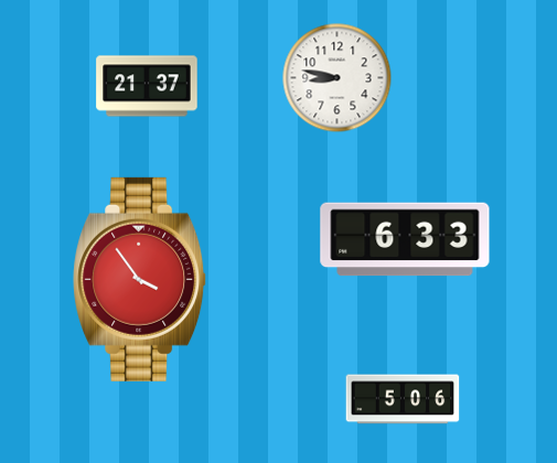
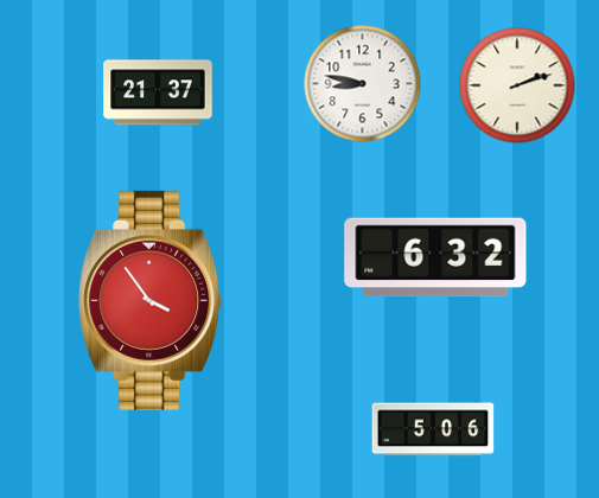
clock at (517, 85): none -> 2:12
clock at (405, 239): 6:33 -> 6:32
